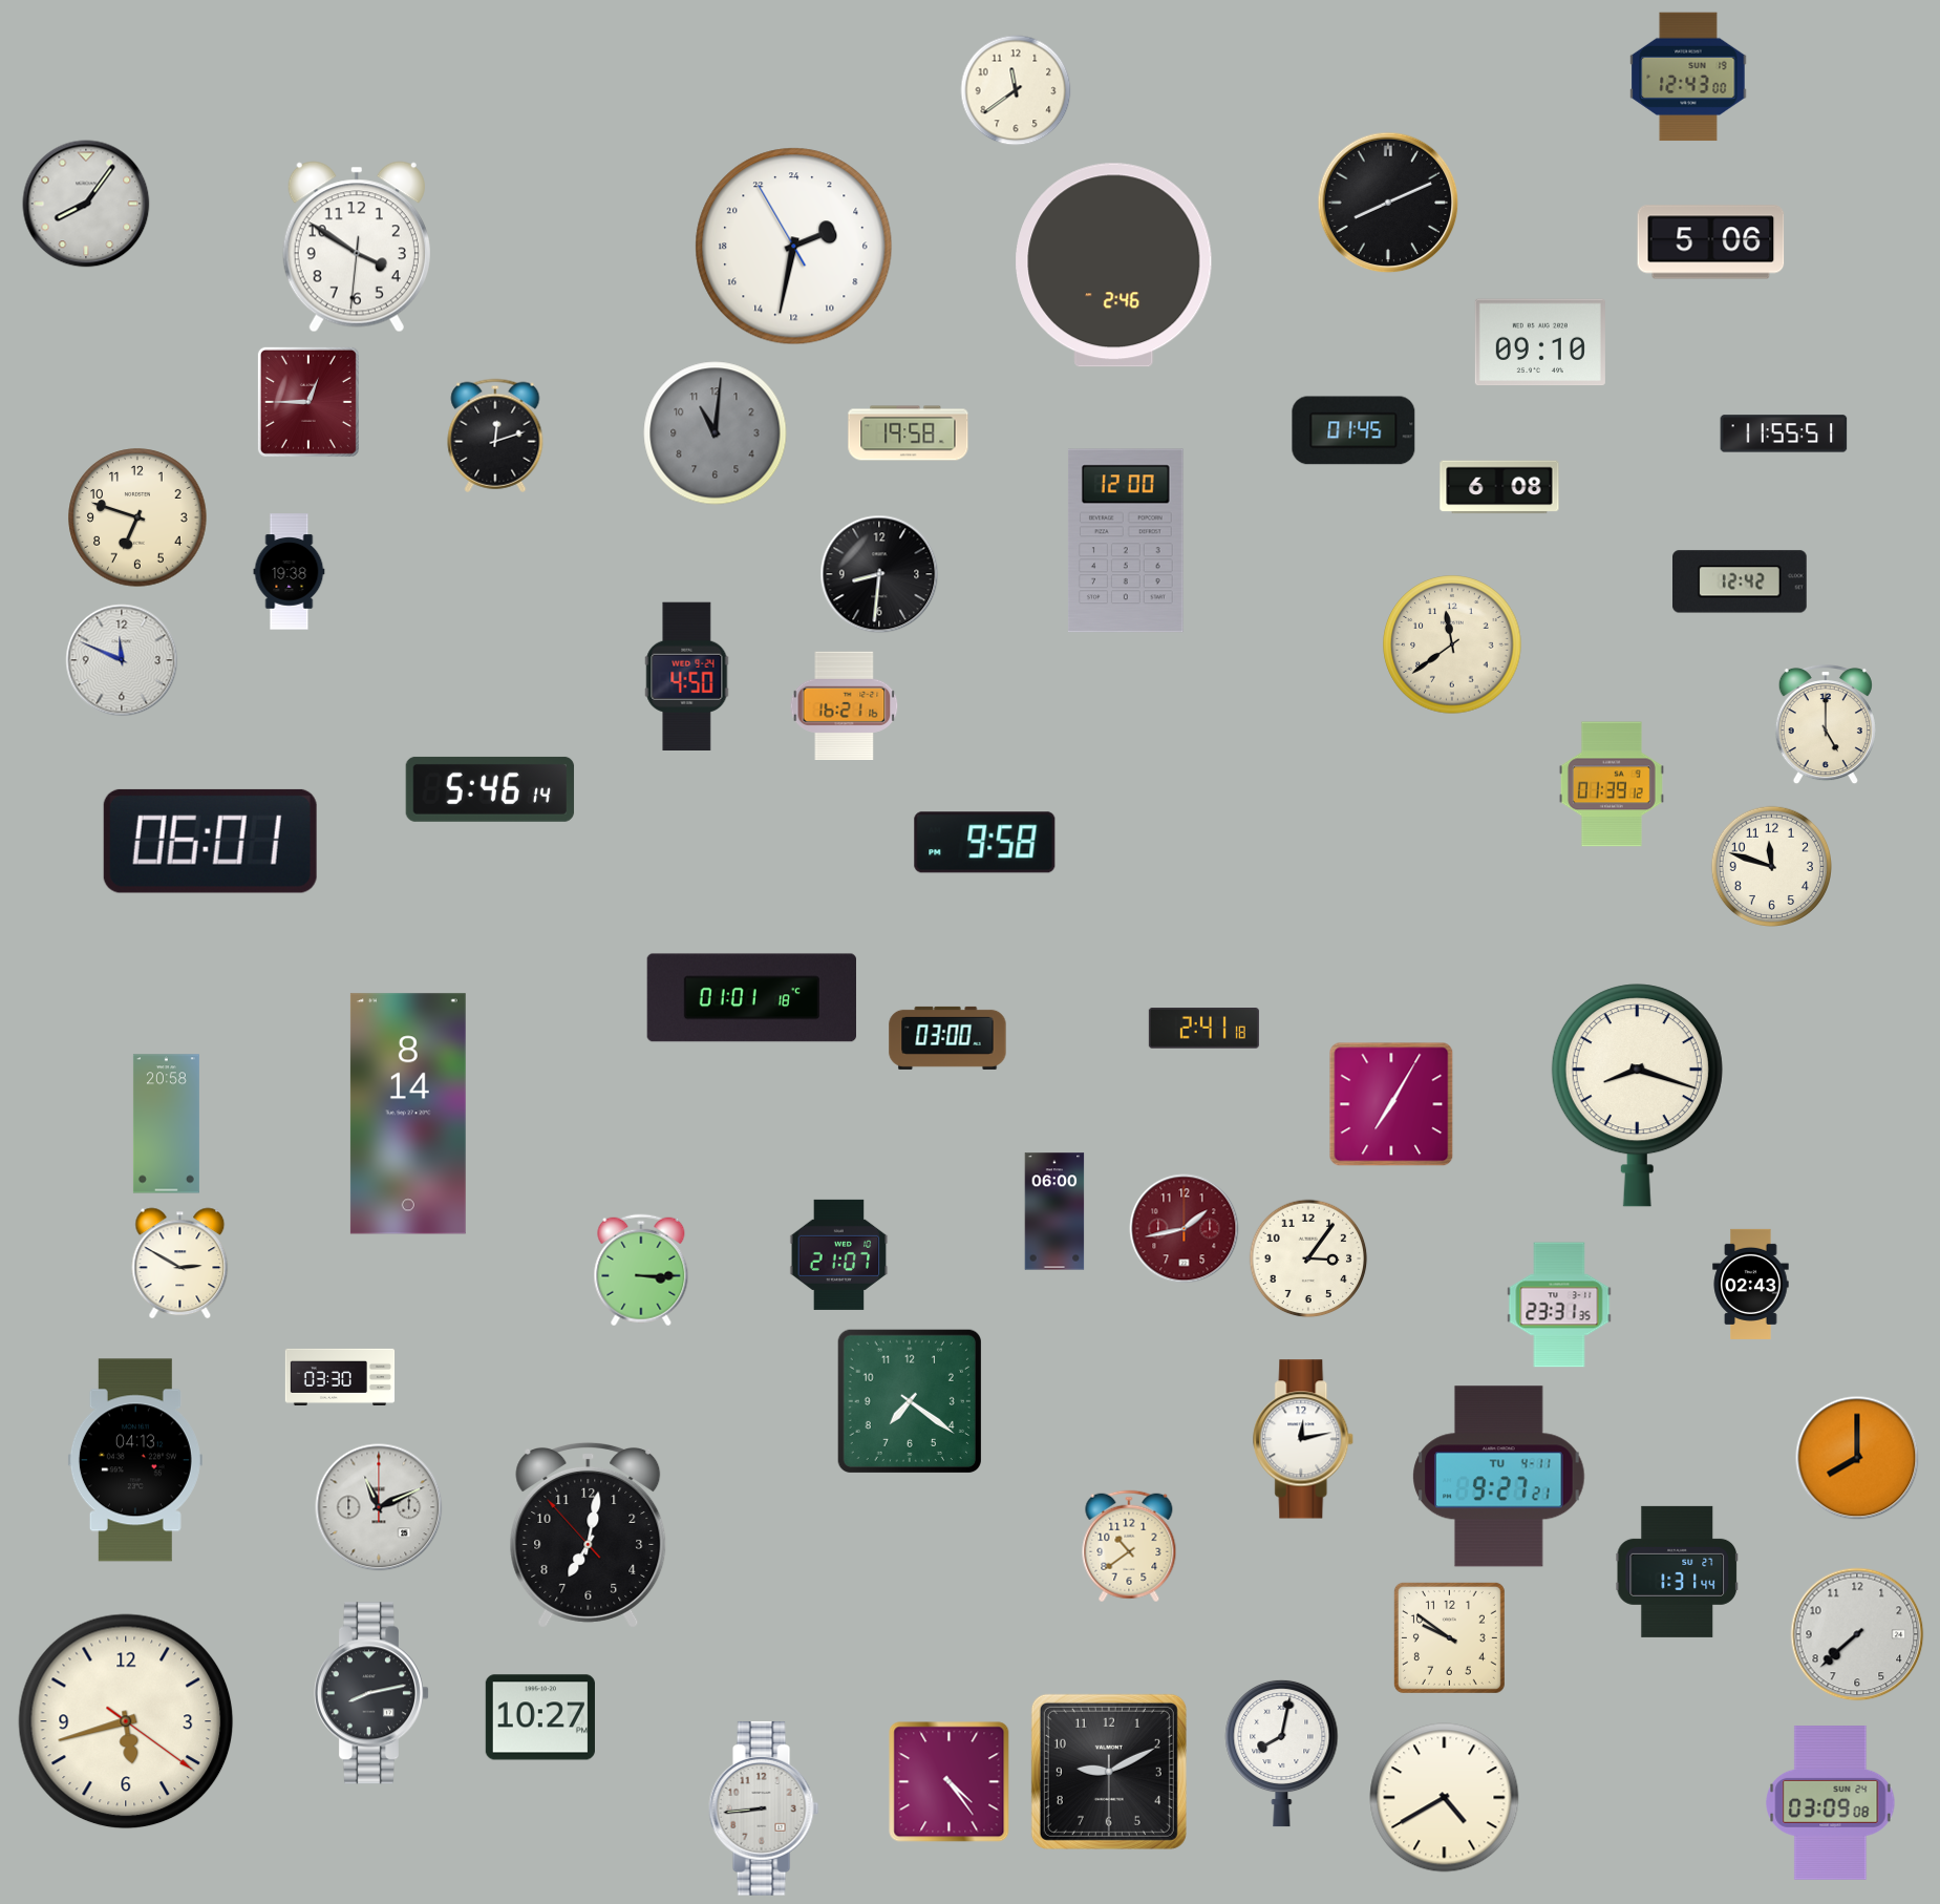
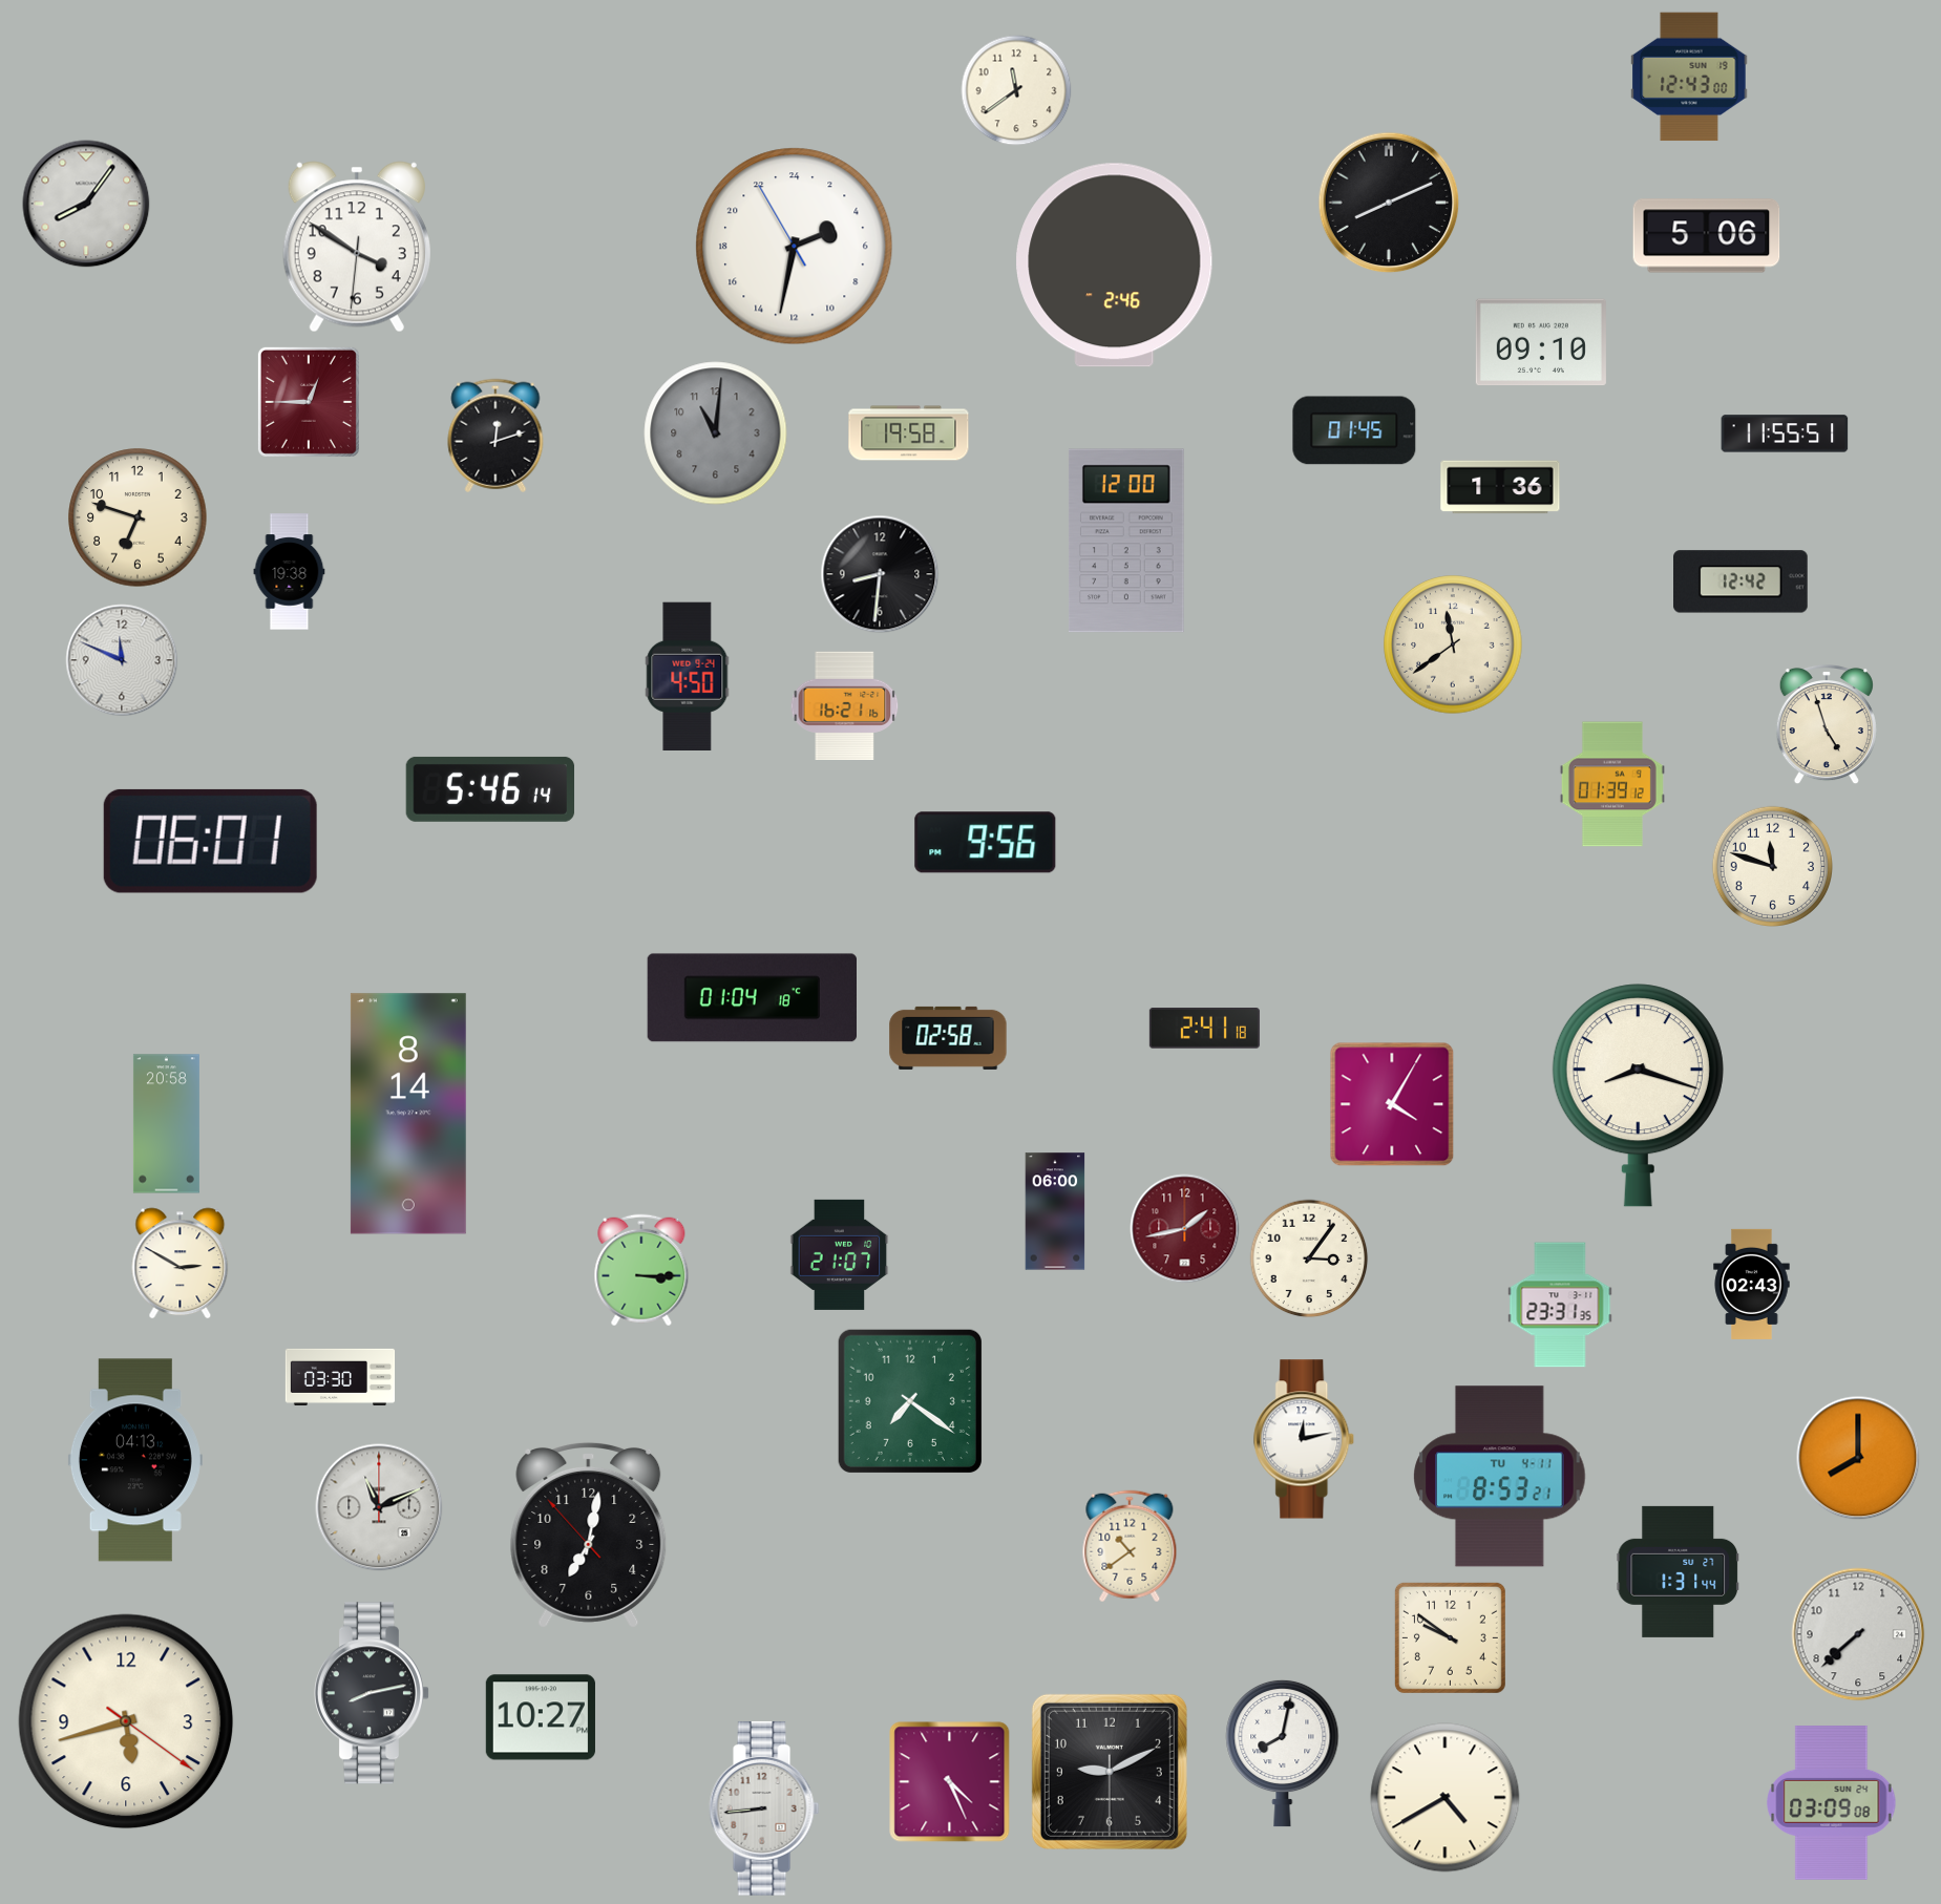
clock at (1711, 242) position: (1711, 242) -> (1707, 236)
clock at (1499, 487): 6:08 -> 1:36
clock at (1826, 724): 5:00 -> 4:57
clock at (985, 843): 9:58 -> 9:56
clock at (751, 998): 01:01 -> 01:04
clock at (947, 1038): 03:00 -> 02:58
clock at (1391, 1104): 7:05 -> 4:05
clock at (1499, 1477): 9:27 -> 8:53
clock at (950, 1782): 4:24 -> 4:26
